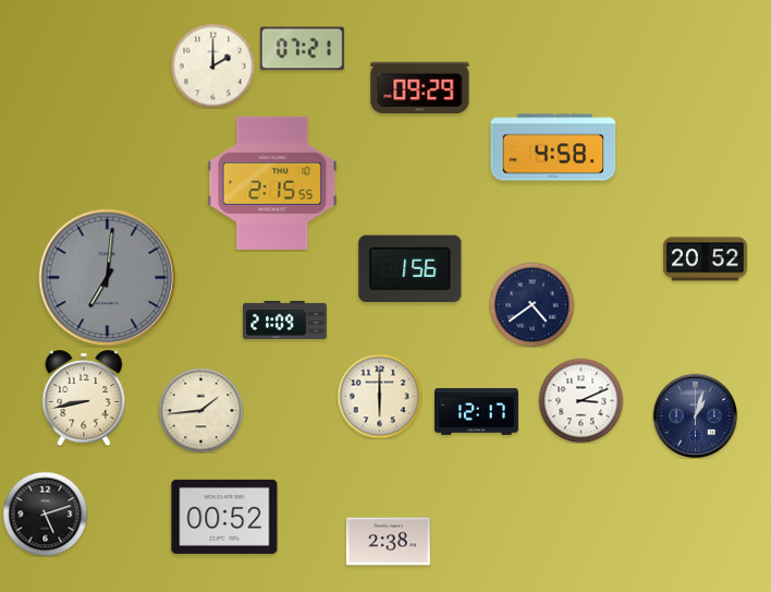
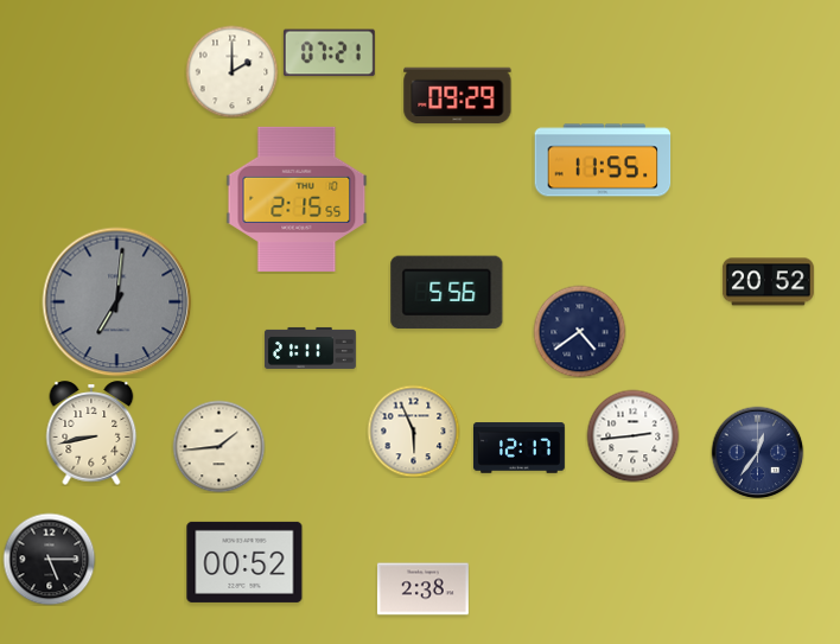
clock at (553, 147): 4:58 -> 11:55
clock at (411, 269): 1:56 -> 5:56
clock at (284, 319): 21:09 -> 21:11
clock at (379, 396): 6:00 -> 5:56
clock at (580, 400): 3:11 -> 2:44
clock at (695, 415): 1:03 -> 12:36
clock at (45, 514): 5:12 -> 5:15
